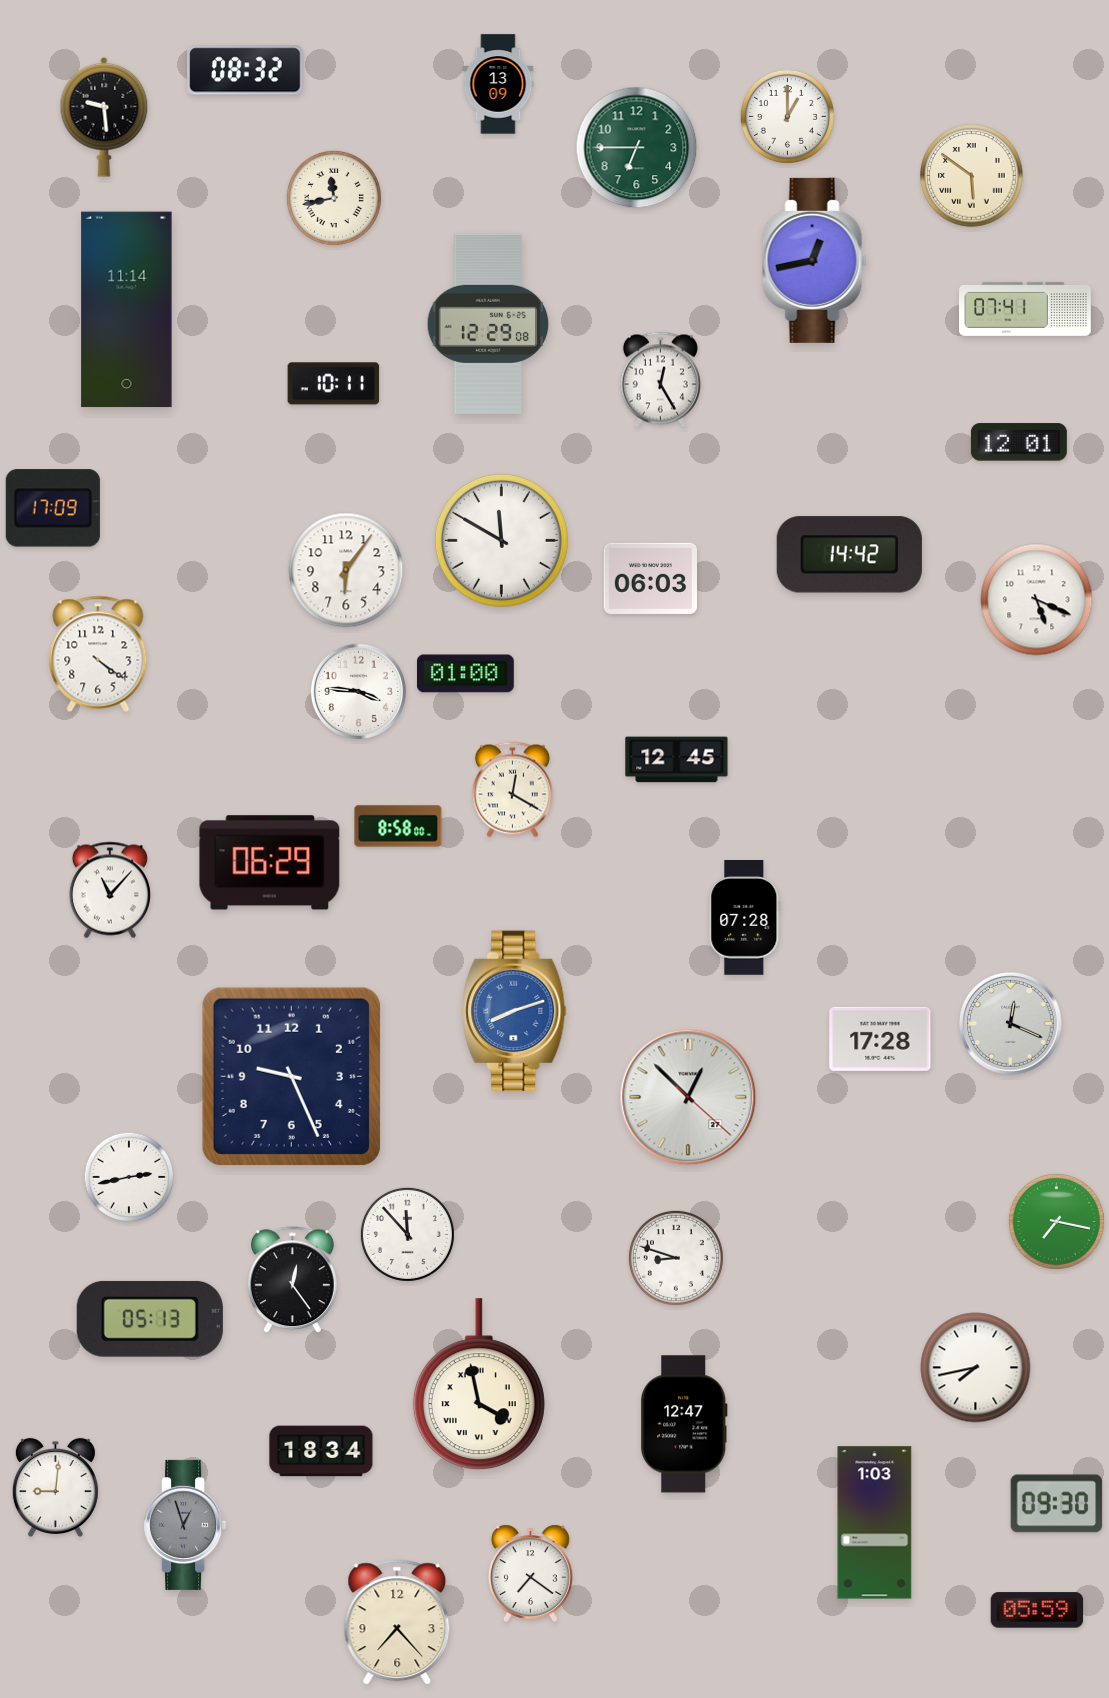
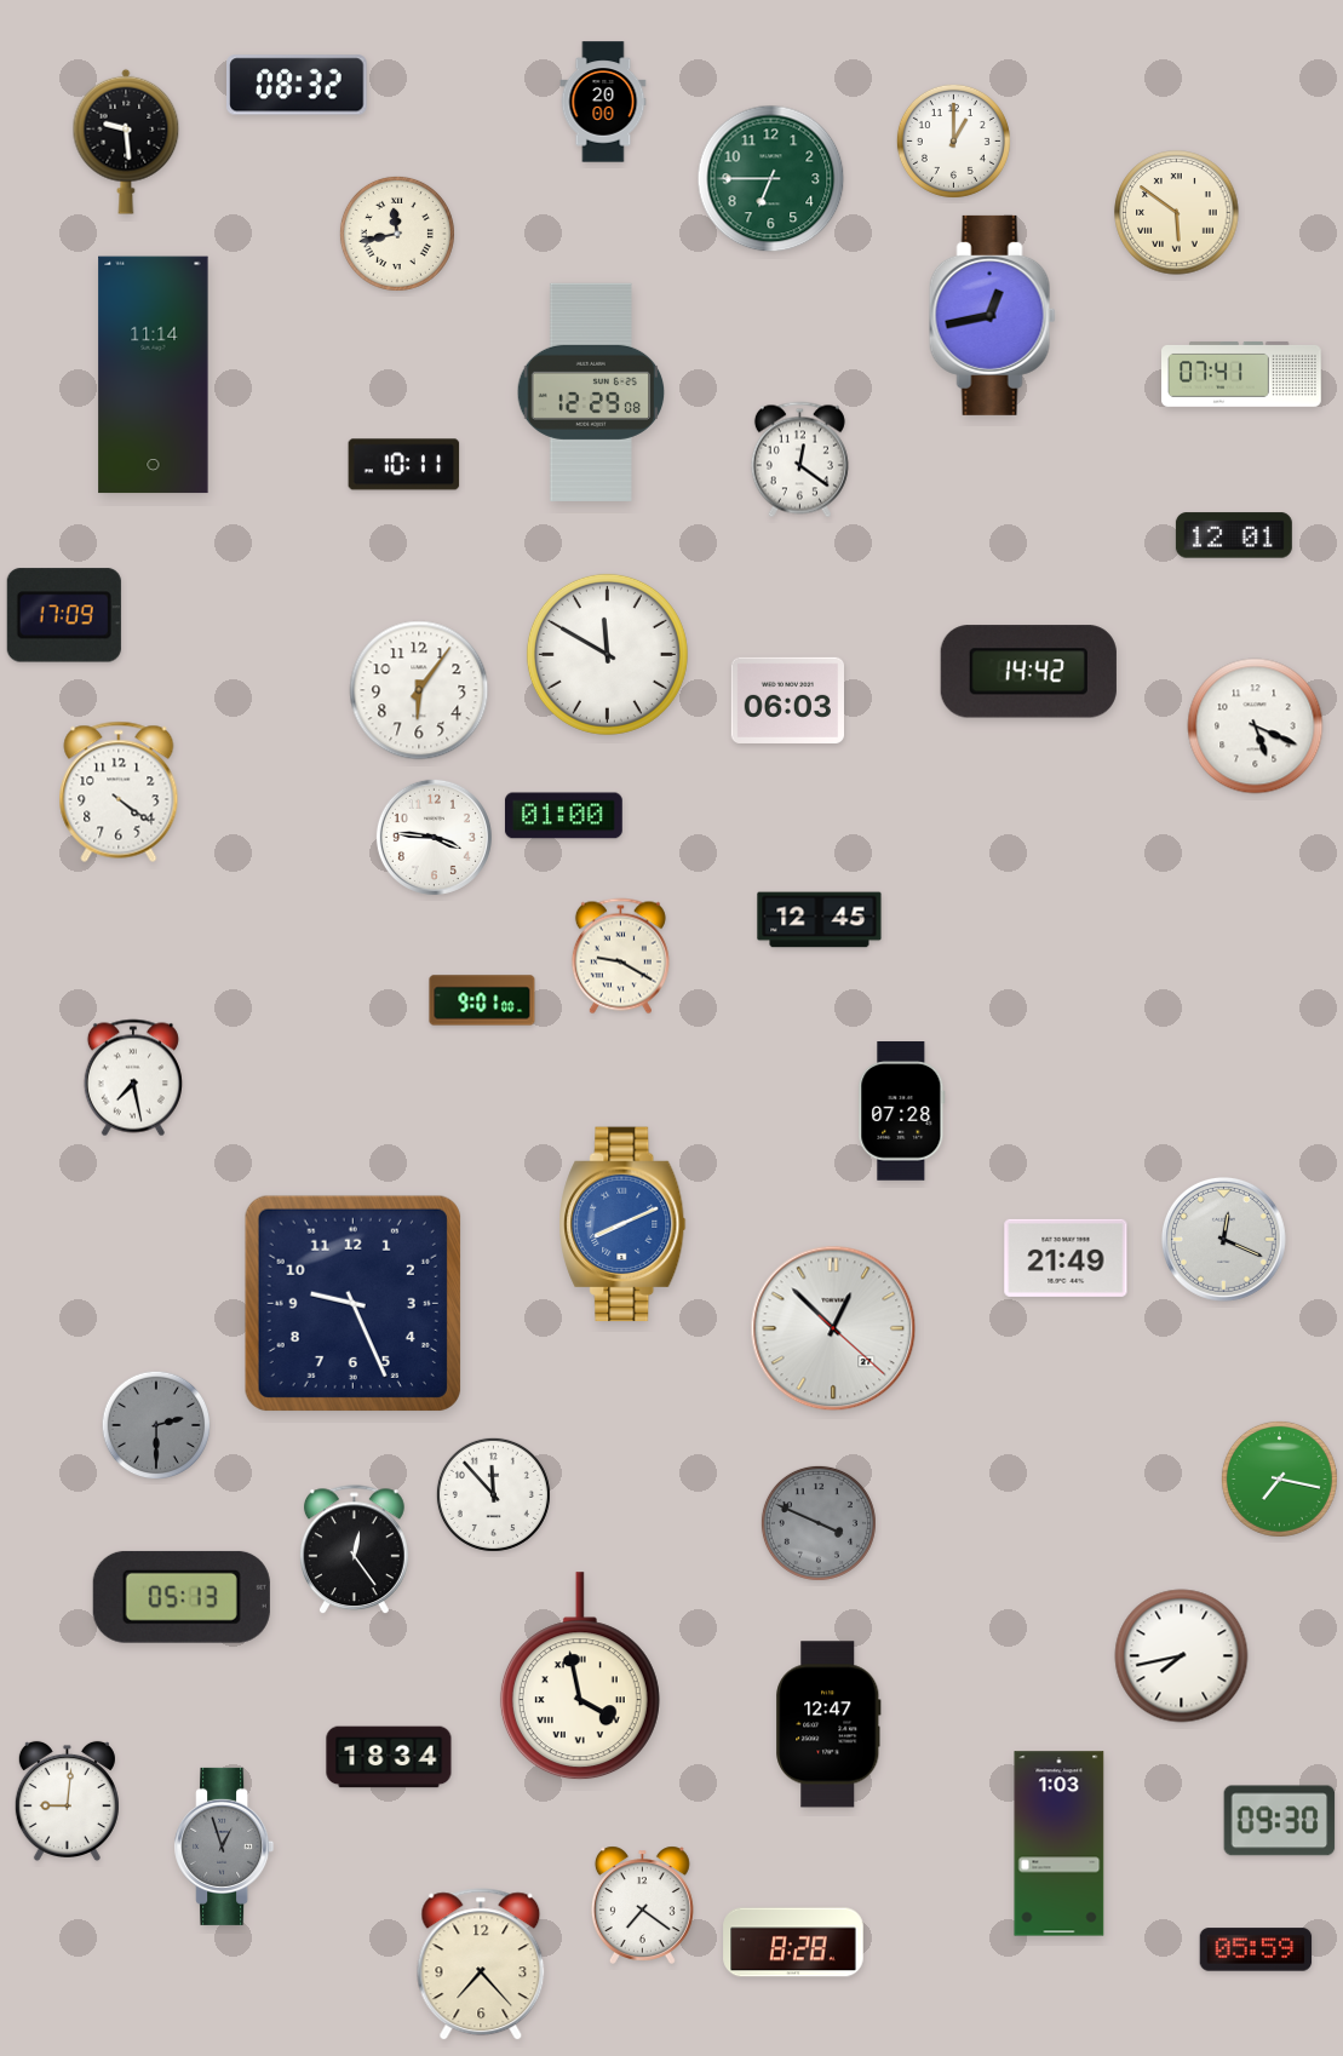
clock at (498, 84): 13:09 -> 20:00
clock at (334, 198) position: (334, 198) -> (397, 234)
clock at (814, 260) position: (814, 260) -> (992, 315)
clock at (660, 380): 12:25 -> 12:21
clock at (512, 790): 12:20 -> 9:20
clock at (398, 826): 8:58 -> 9:01
clock at (270, 863): 06:29 -> none
clock at (110, 890): 11:07 -> 7:28
clock at (514, 1011): 8:12 -> 8:11
clock at (880, 1039): 17:28 -> 21:49
clock at (129, 1177): 2:43 -> 2:30
clock at (129, 1177) dial: white -> grey
clock at (676, 1258): 8:48 -> 3:49
clock at (676, 1258) dial: white -> grey
clock at (793, 1942): none -> 8:28
